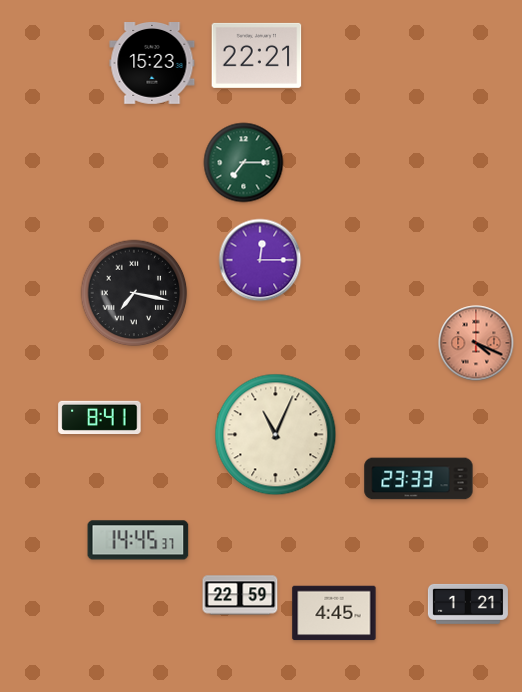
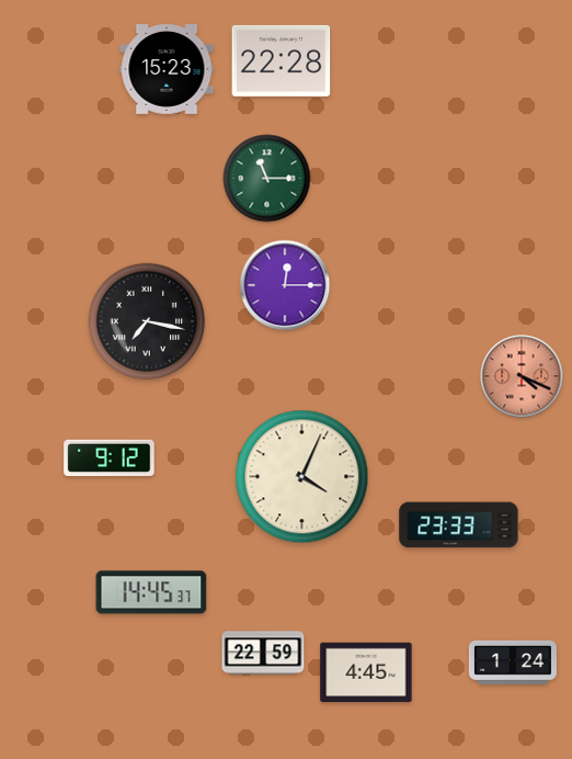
clock at (257, 55): 22:21 -> 22:28
clock at (244, 163): 7:15 -> 11:15
clock at (100, 417): 8:41 -> 9:12
clock at (276, 435): 11:04 -> 4:04
clock at (468, 604): 1:21 -> 1:24
